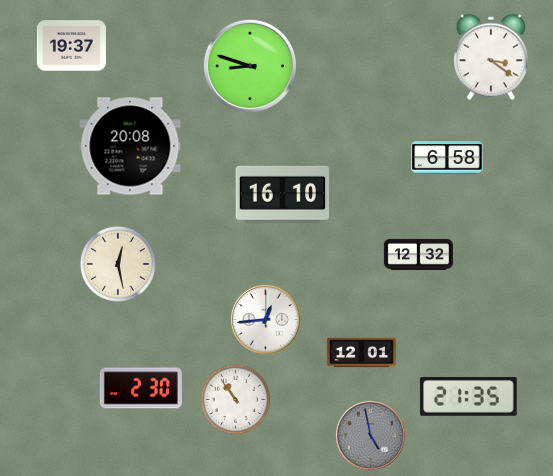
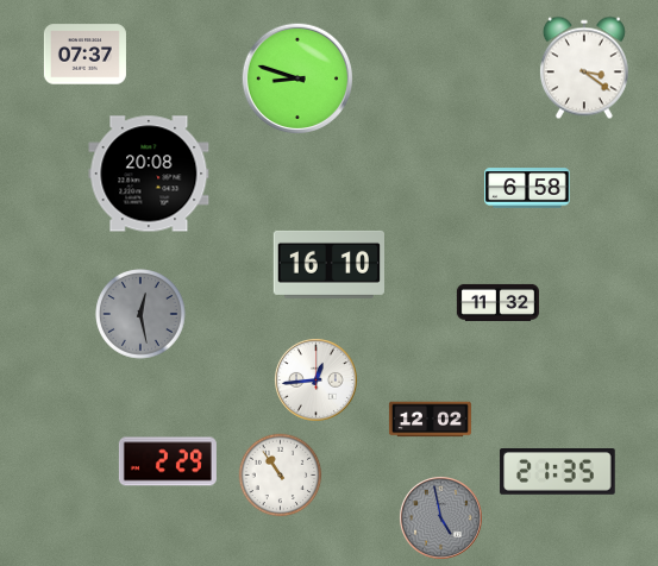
clock at (71, 46): 19:37 -> 07:37
clock at (130, 146) position: (130, 146) -> (149, 174)
clock at (447, 158) position: (447, 158) -> (527, 188)
clock at (283, 194) position: (283, 194) -> (330, 264)
clock at (418, 254): 12:32 -> 11:32
clock at (118, 264) dial: cream -> grey
clock at (361, 353): 12:01 -> 12:02
clock at (141, 388): 2:30 -> 2:29
